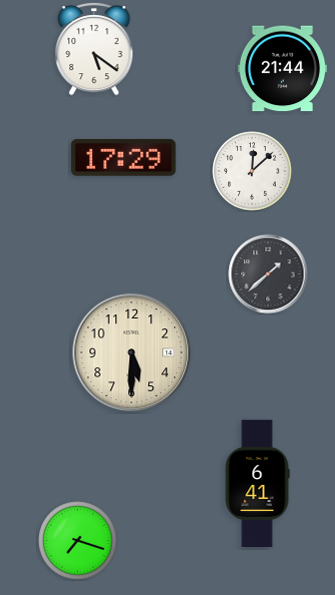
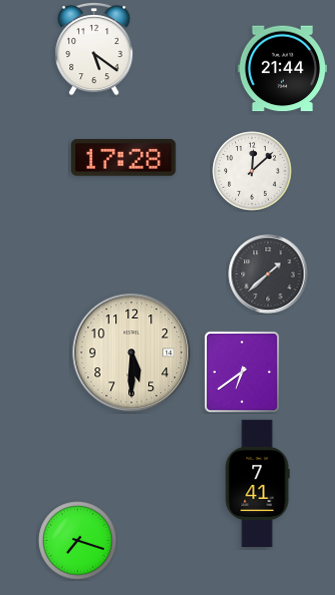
clock at (124, 158): 17:29 -> 17:28
clock at (241, 372): none -> 6:39
clock at (257, 484): 6:41 -> 7:41
